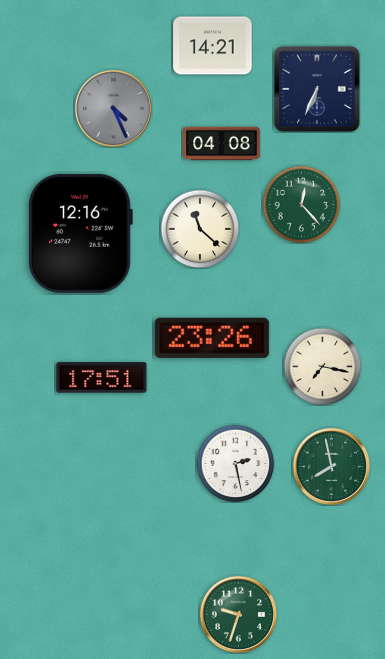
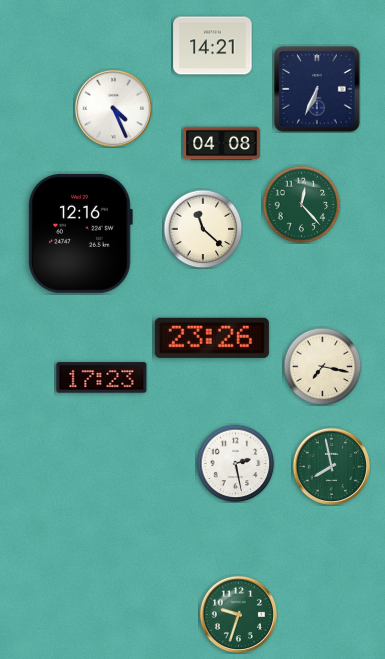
clock at (113, 108) dial: grey -> white
clock at (200, 229) position: (200, 229) -> (203, 229)
clock at (102, 378): 17:51 -> 17:23
